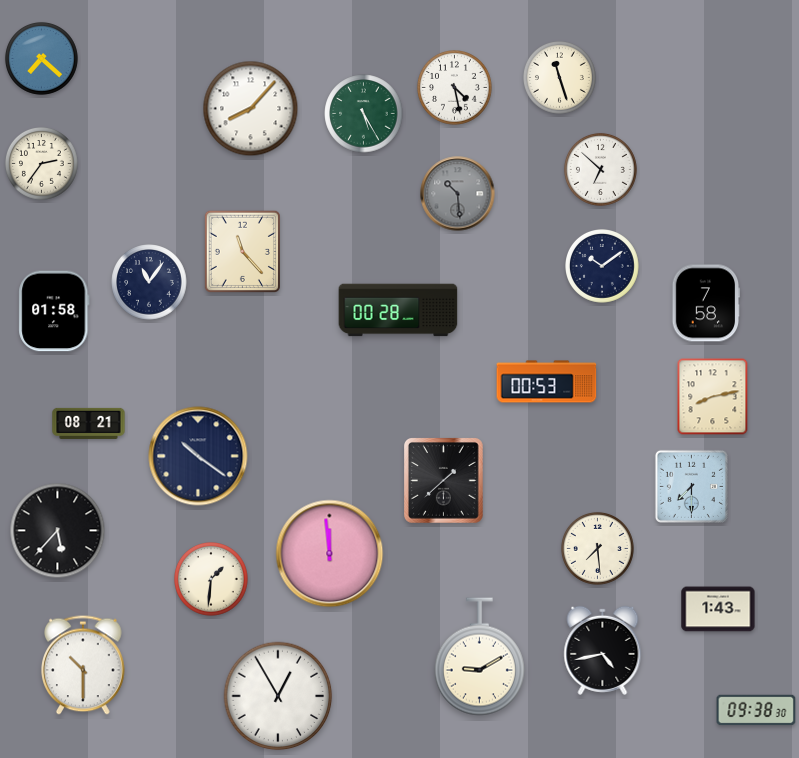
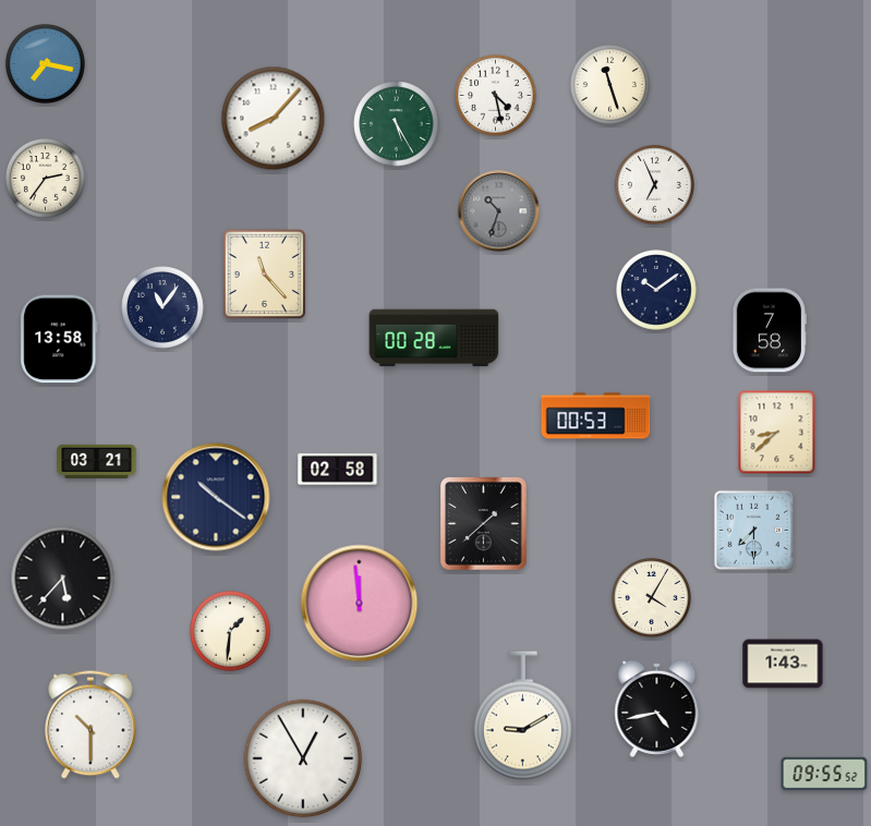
clock at (41, 58): 7:22 -> 7:17
clock at (600, 169): 6:52 -> 6:56
clock at (458, 194): 10:29 -> 10:33
clock at (54, 311): 01:58 -> 13:58
clock at (713, 397): 8:13 -> 8:38
clock at (89, 423): 08:21 -> 03:21
clock at (338, 470): none -> 02:58
clock at (597, 548): 7:29 -> 4:05
clock at (756, 710): 09:38 -> 09:55
